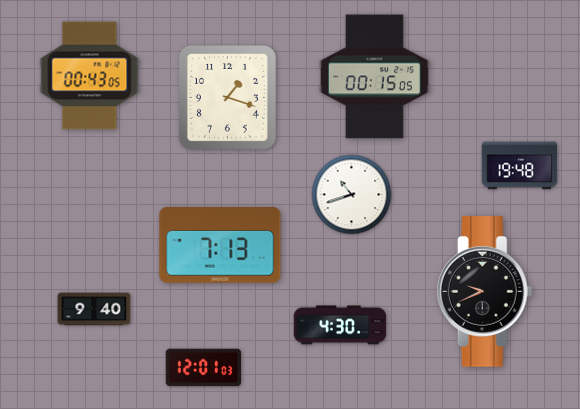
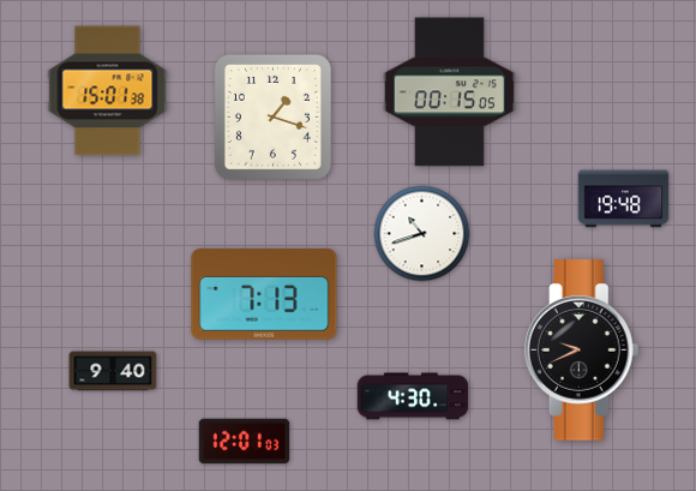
clock at (90, 76): 00:43 -> 15:01
clock at (340, 325) position: (340, 325) -> (413, 396)
